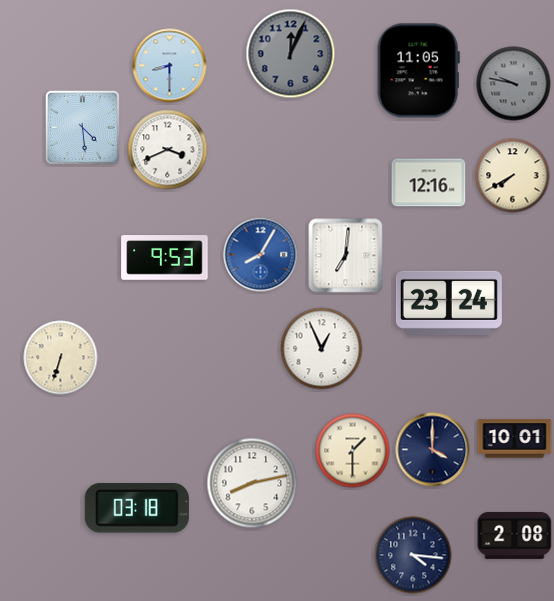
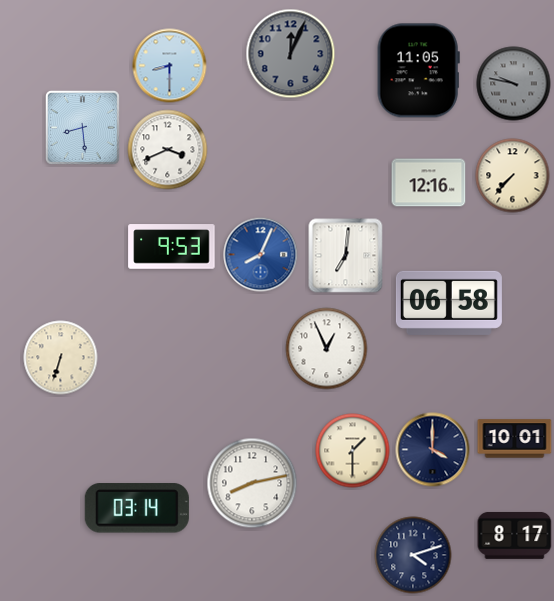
clock at (82, 127): 4:29 -> 8:29
clock at (513, 176): 7:40 -> 7:37
clock at (261, 255): 8:05 -> 8:04
clock at (165, 258) position: (165, 258) -> (172, 247)
clock at (449, 303): 23:24 -> 06:58
clock at (322, 349) position: (322, 349) -> (327, 349)
clock at (137, 508): 03:18 -> 03:14
clock at (515, 535): 2:08 -> 8:17
clock at (413, 555): 4:16 -> 4:12
